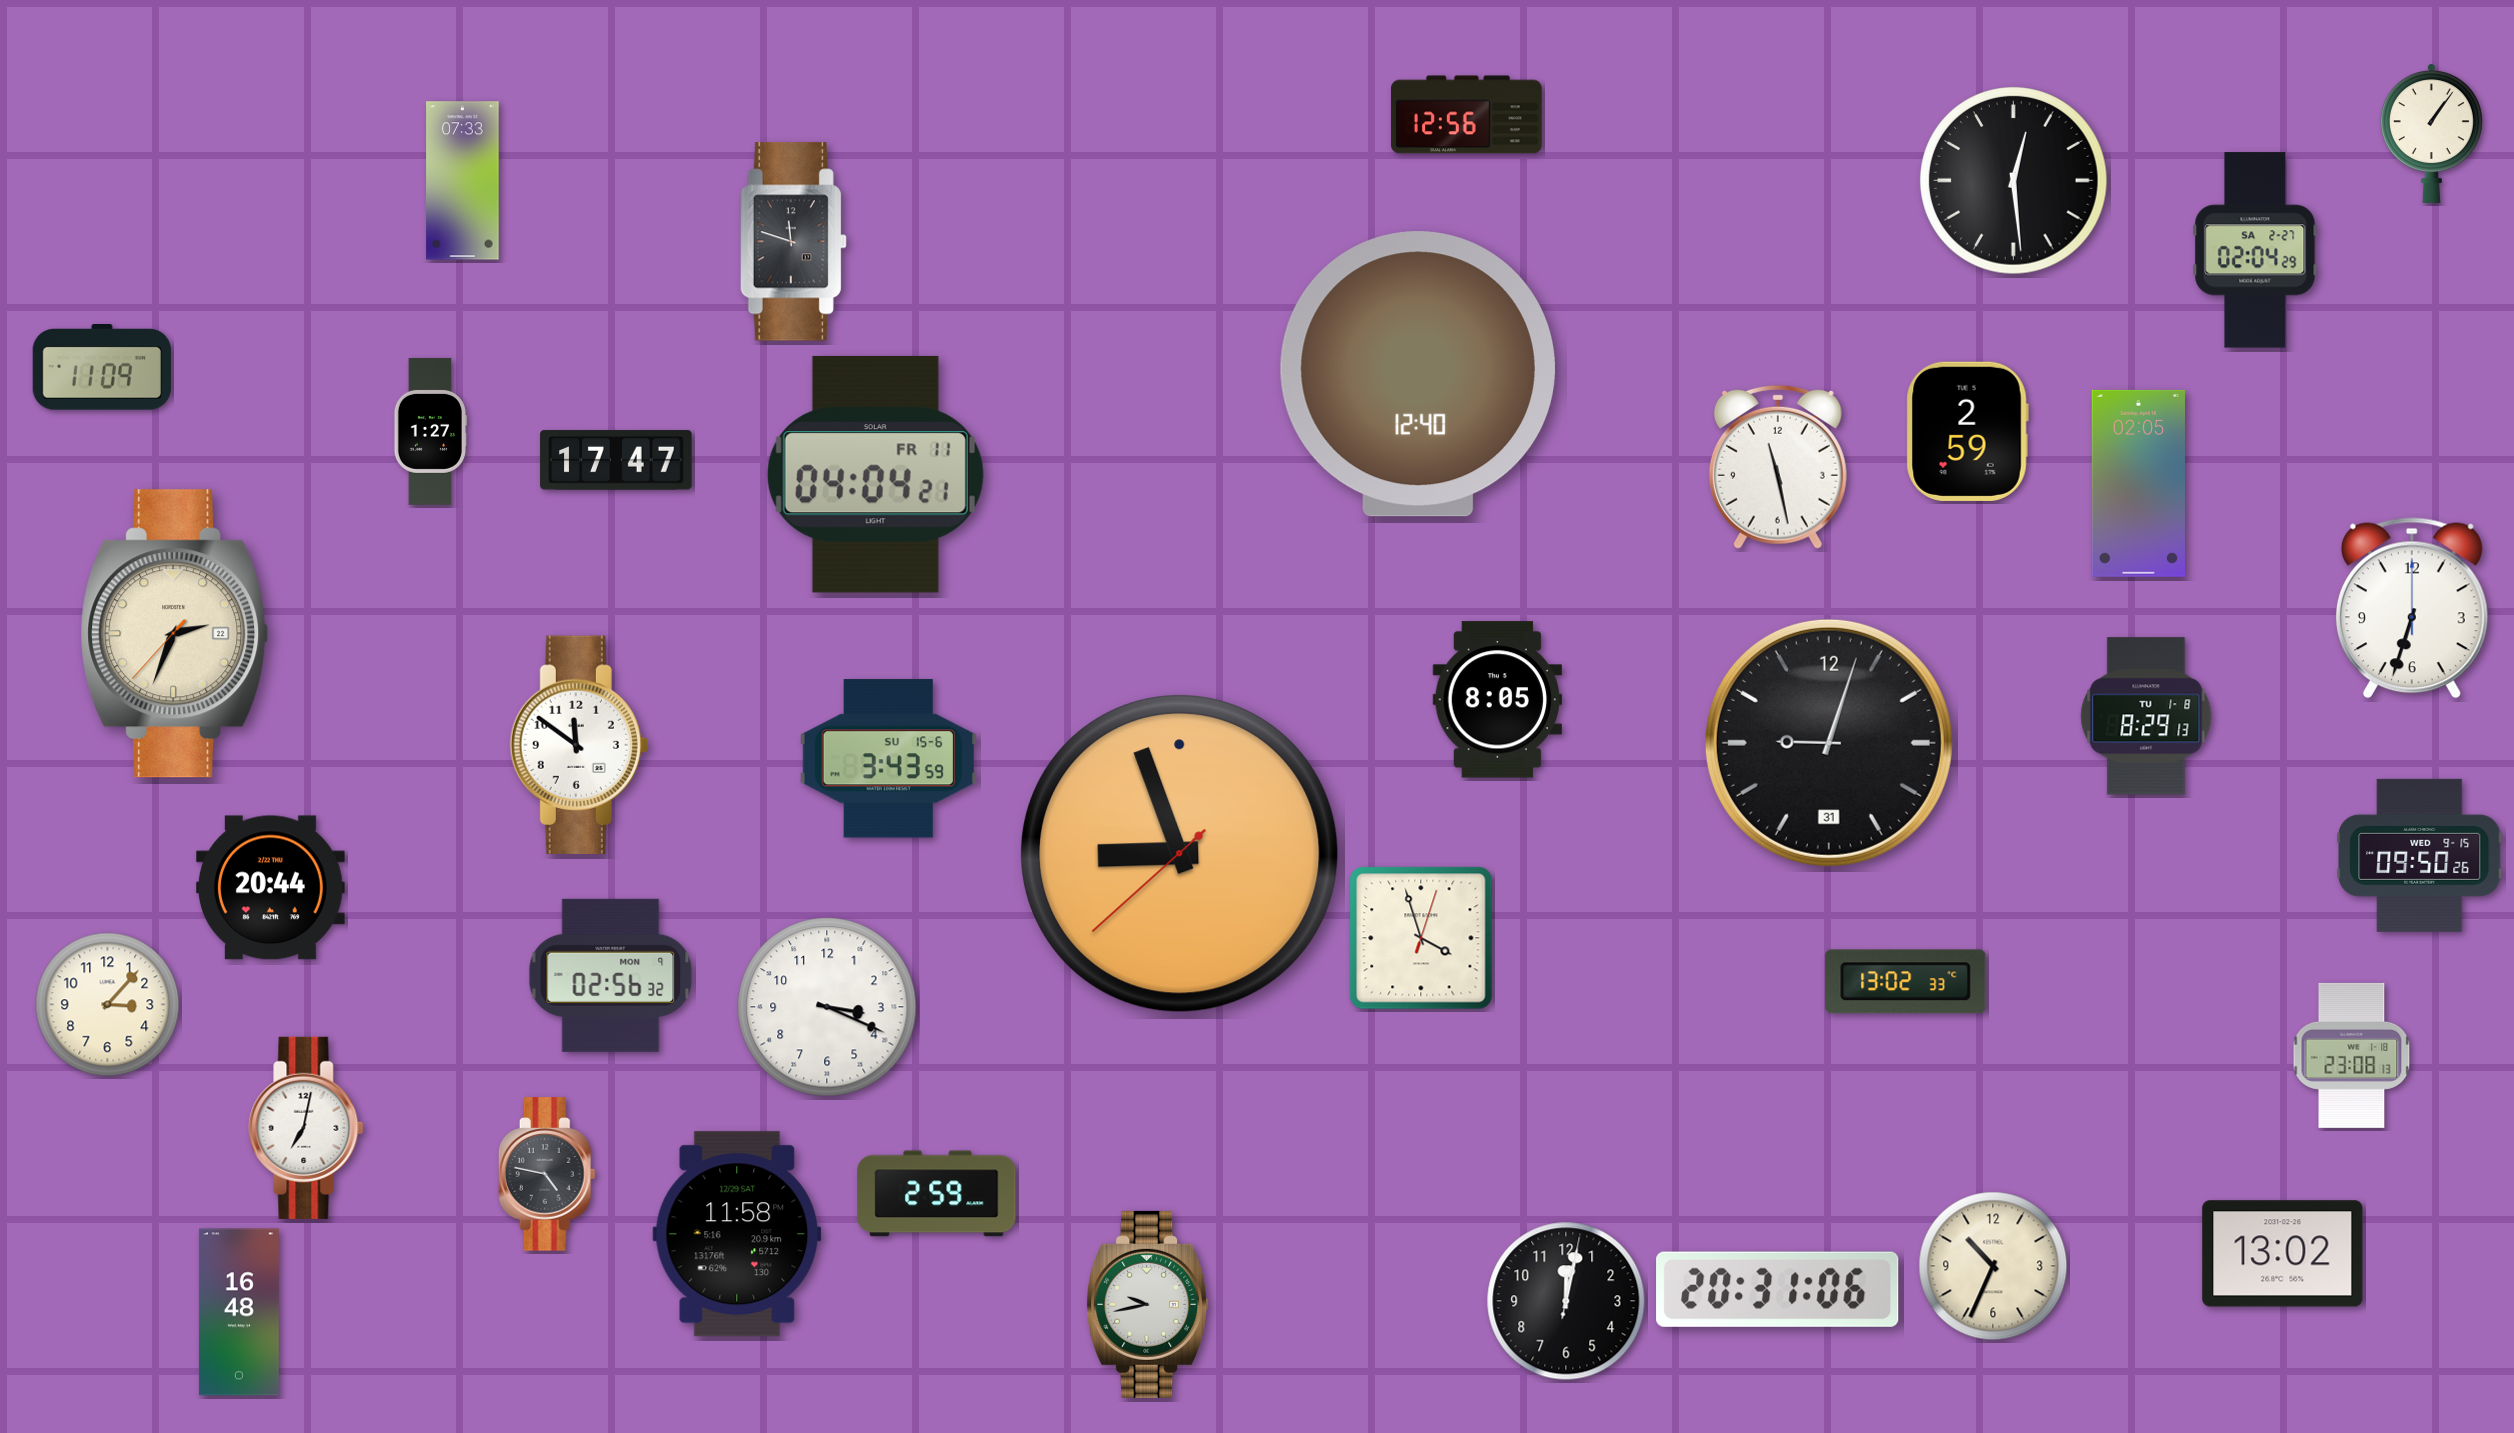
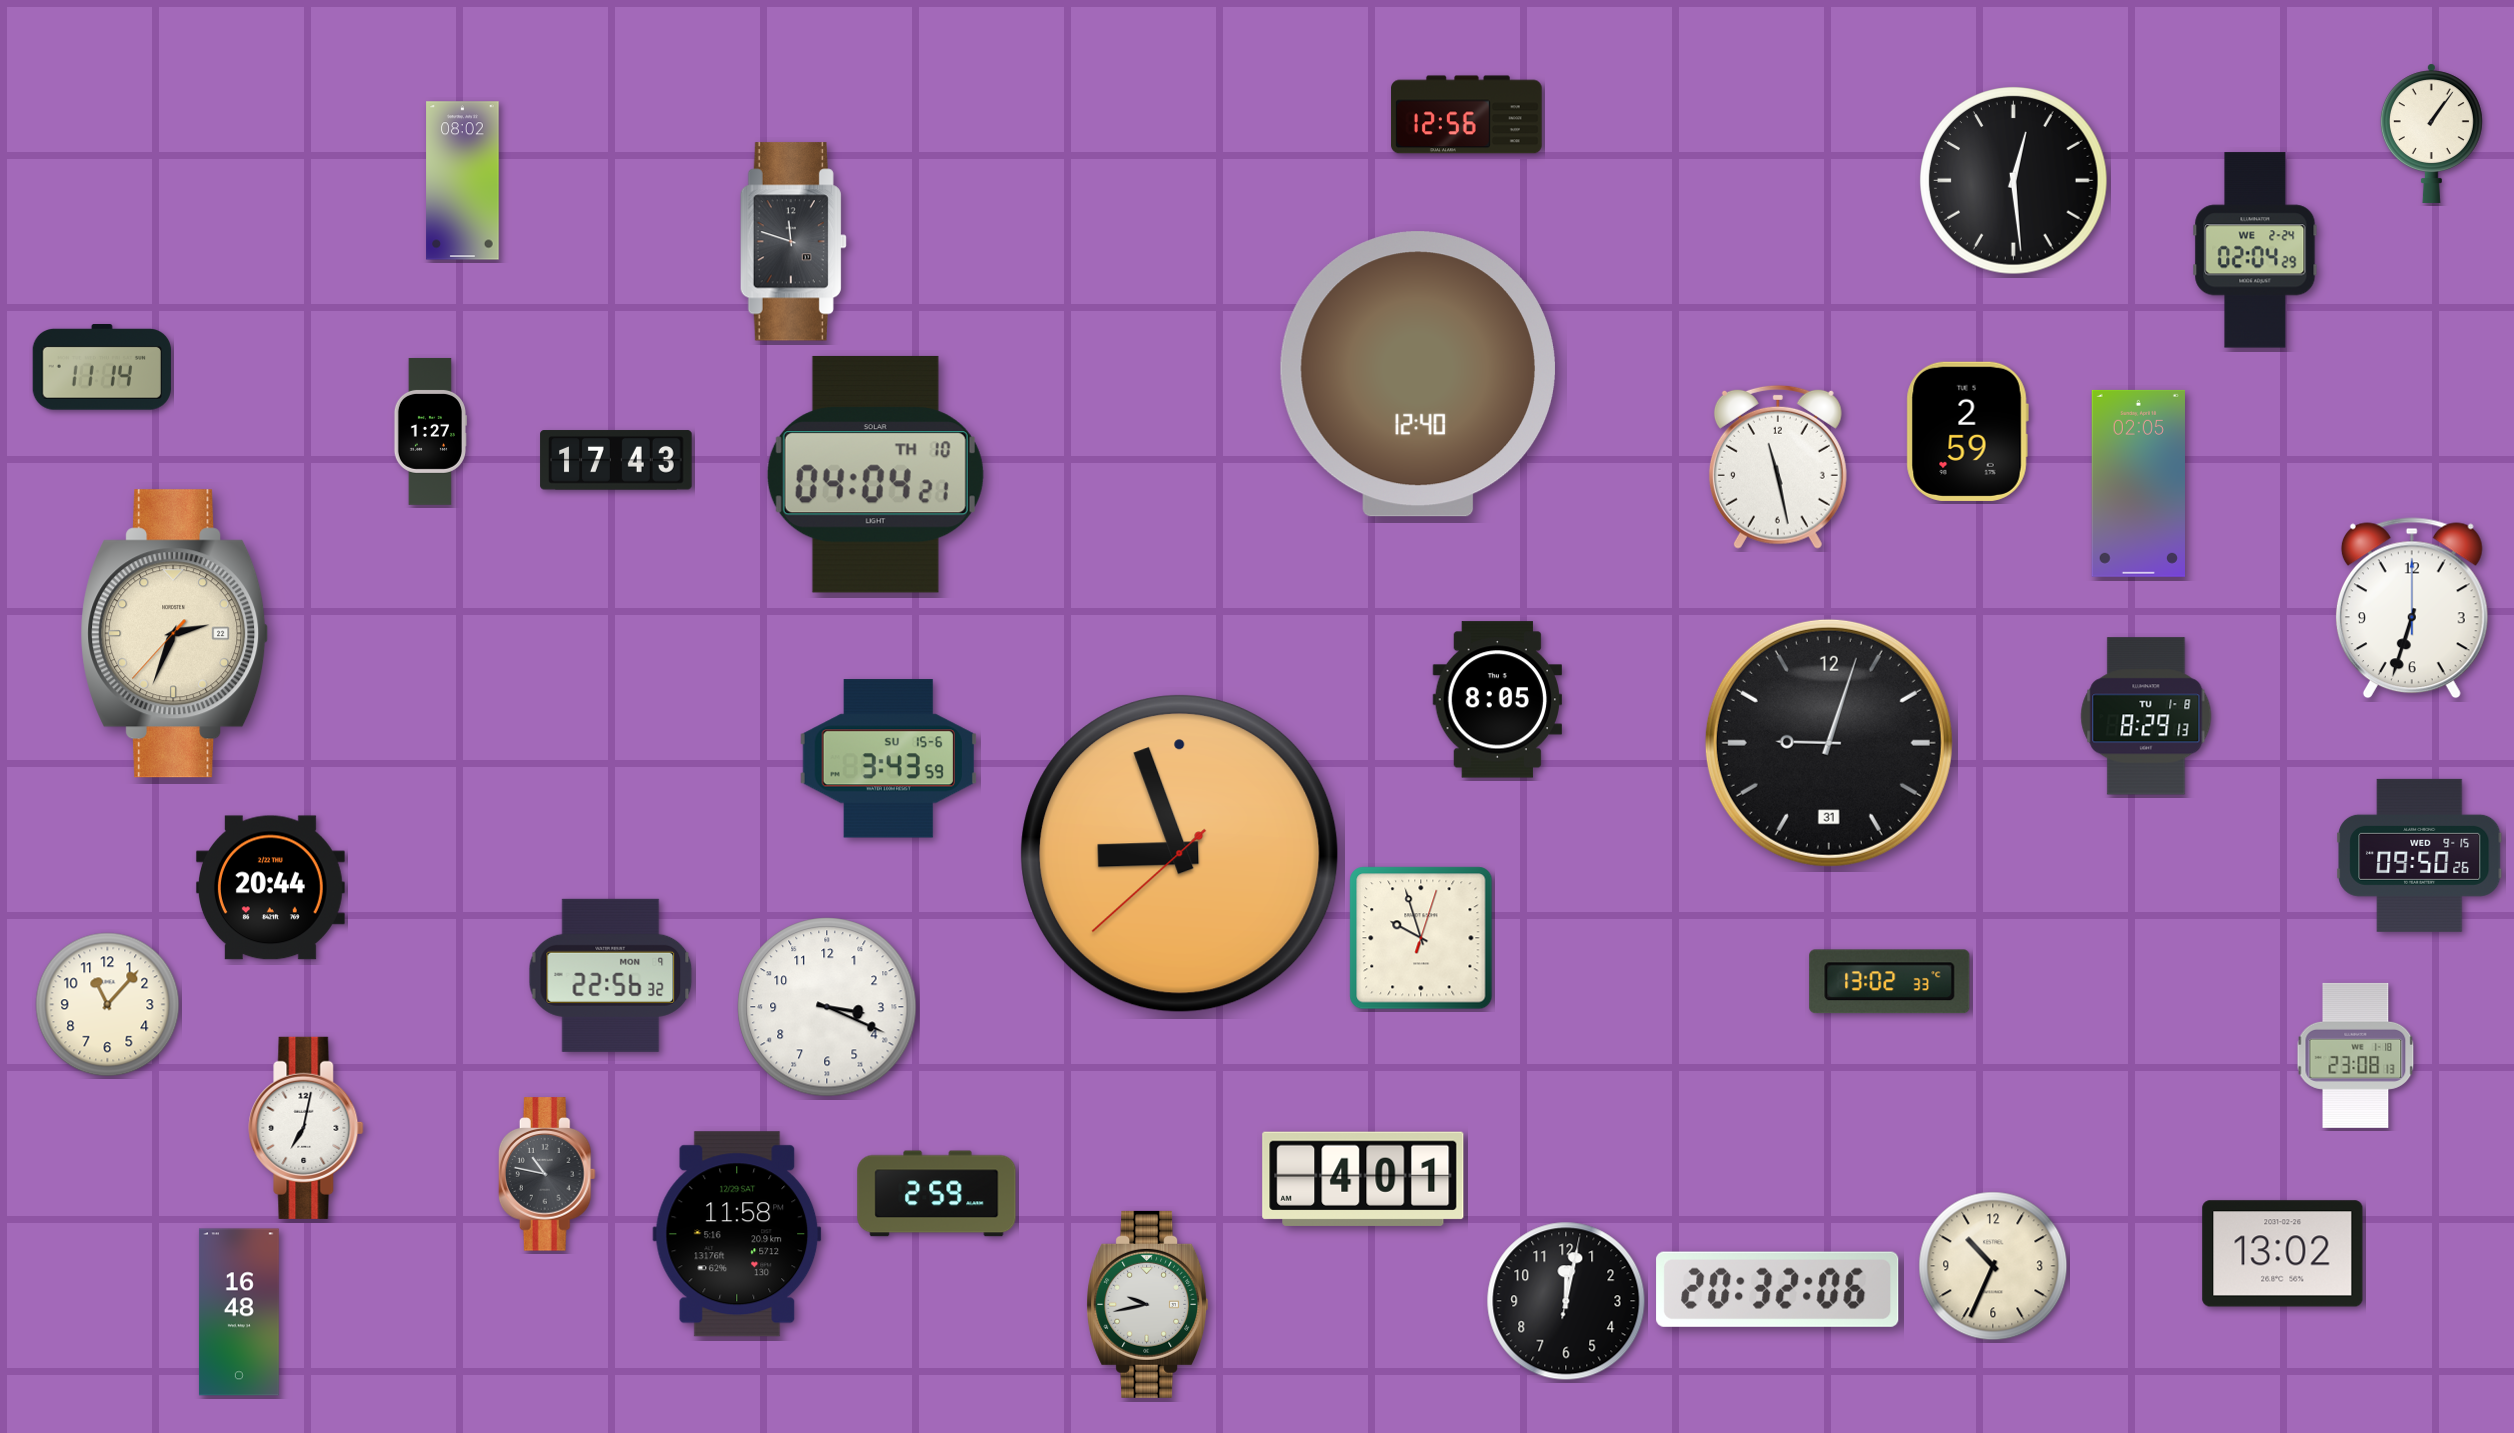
clock at (463, 181): 07:33 -> 08:02
clock at (2255, 250) date: SA 2-27 -> WE 2-24
clock at (102, 367): 11:09 -> 11:14
clock at (616, 460): 17:47 -> 17:43
clock at (875, 474) date: FR 11 -> TH 10
clock at (579, 745): 11:51 -> none
clock at (1421, 938): 3:57 -> 9:57
clock at (611, 975): 02:56 -> 22:56
clock at (1906, 982) position: (1906, 982) -> (1890, 982)
clock at (108, 1005): 3:07 -> 11:07
clock at (2352, 1055) position: (2352, 1055) -> (2356, 1055)
clock at (547, 1174): 4:47 -> 10:47
clock at (1363, 1179): none -> 4:01
clock at (1778, 1289): 20:31 -> 20:32
